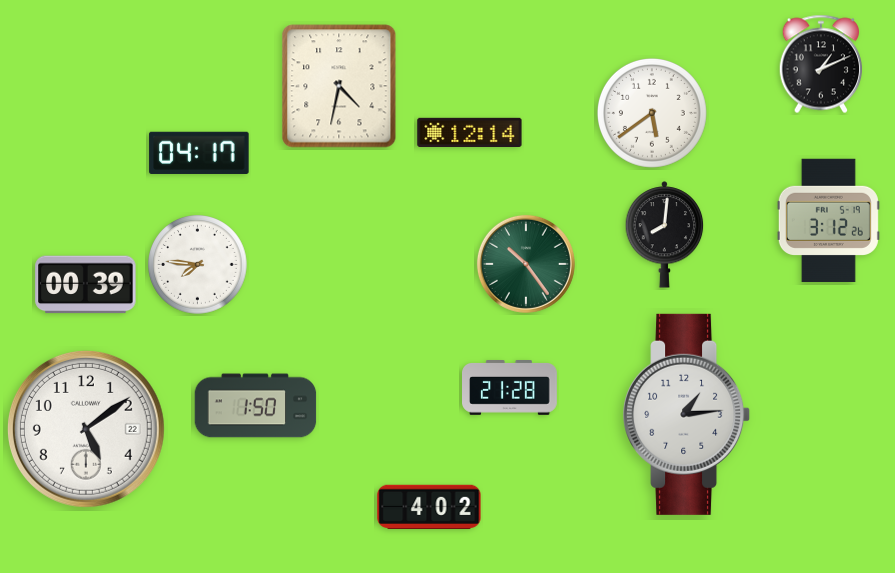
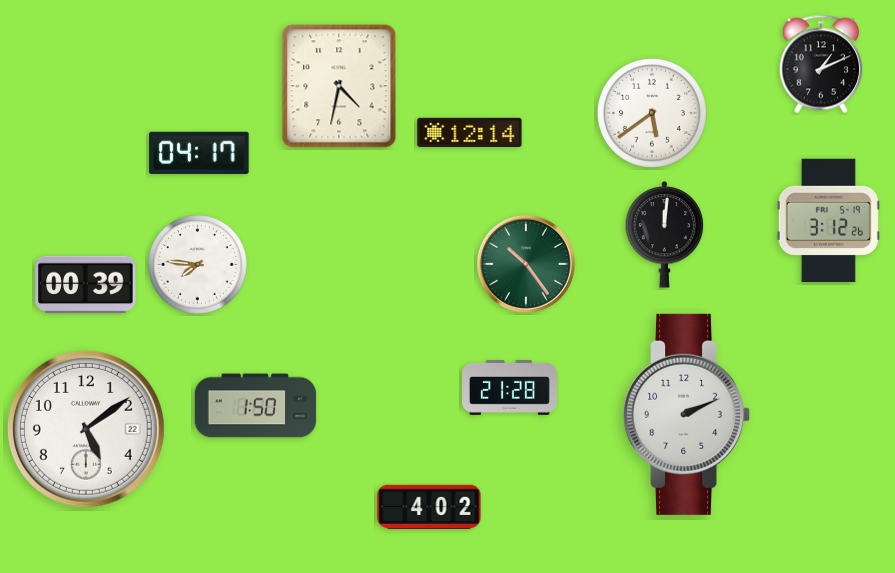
clock at (665, 235): 8:01 -> 12:01
clock at (687, 414): 1:14 -> 2:11
